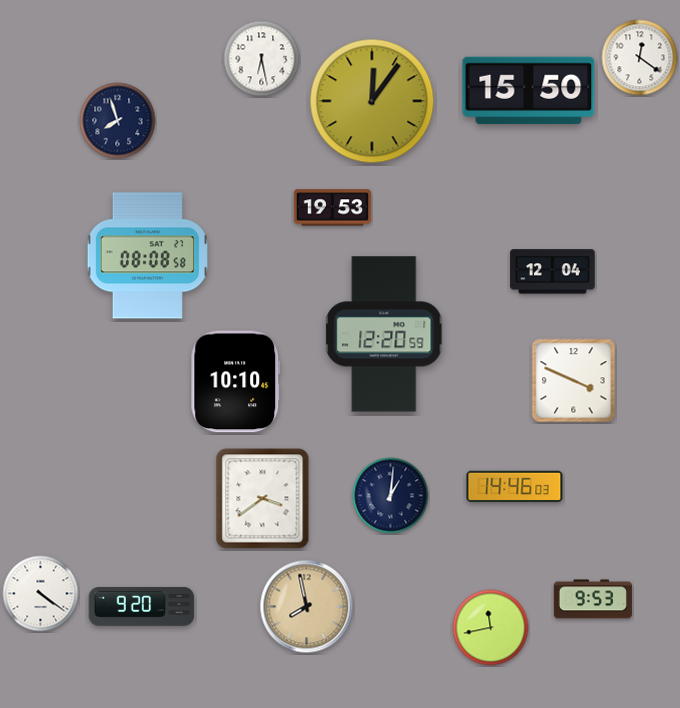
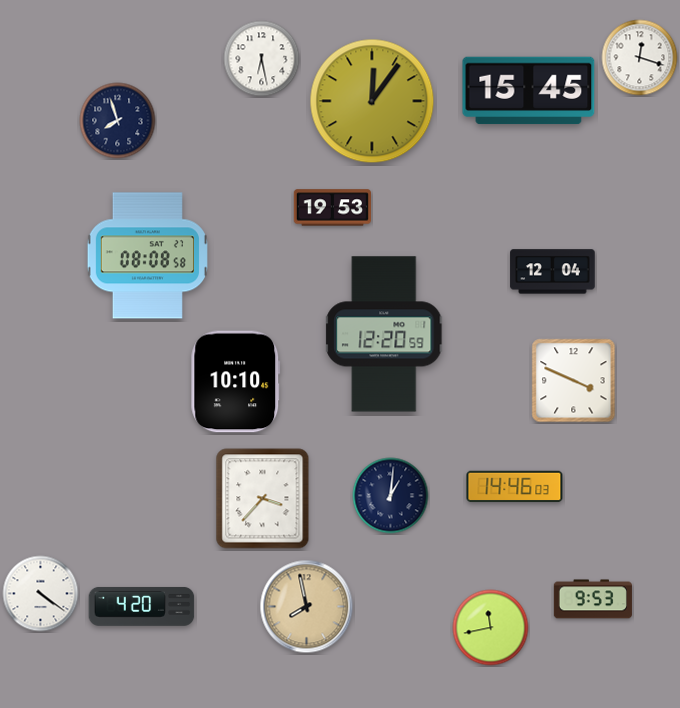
clock at (640, 58): 12:21 -> 12:18
clock at (529, 91): 15:50 -> 15:45
clock at (263, 499): 3:39 -> 3:37
clock at (142, 606): 9:20 -> 4:20
